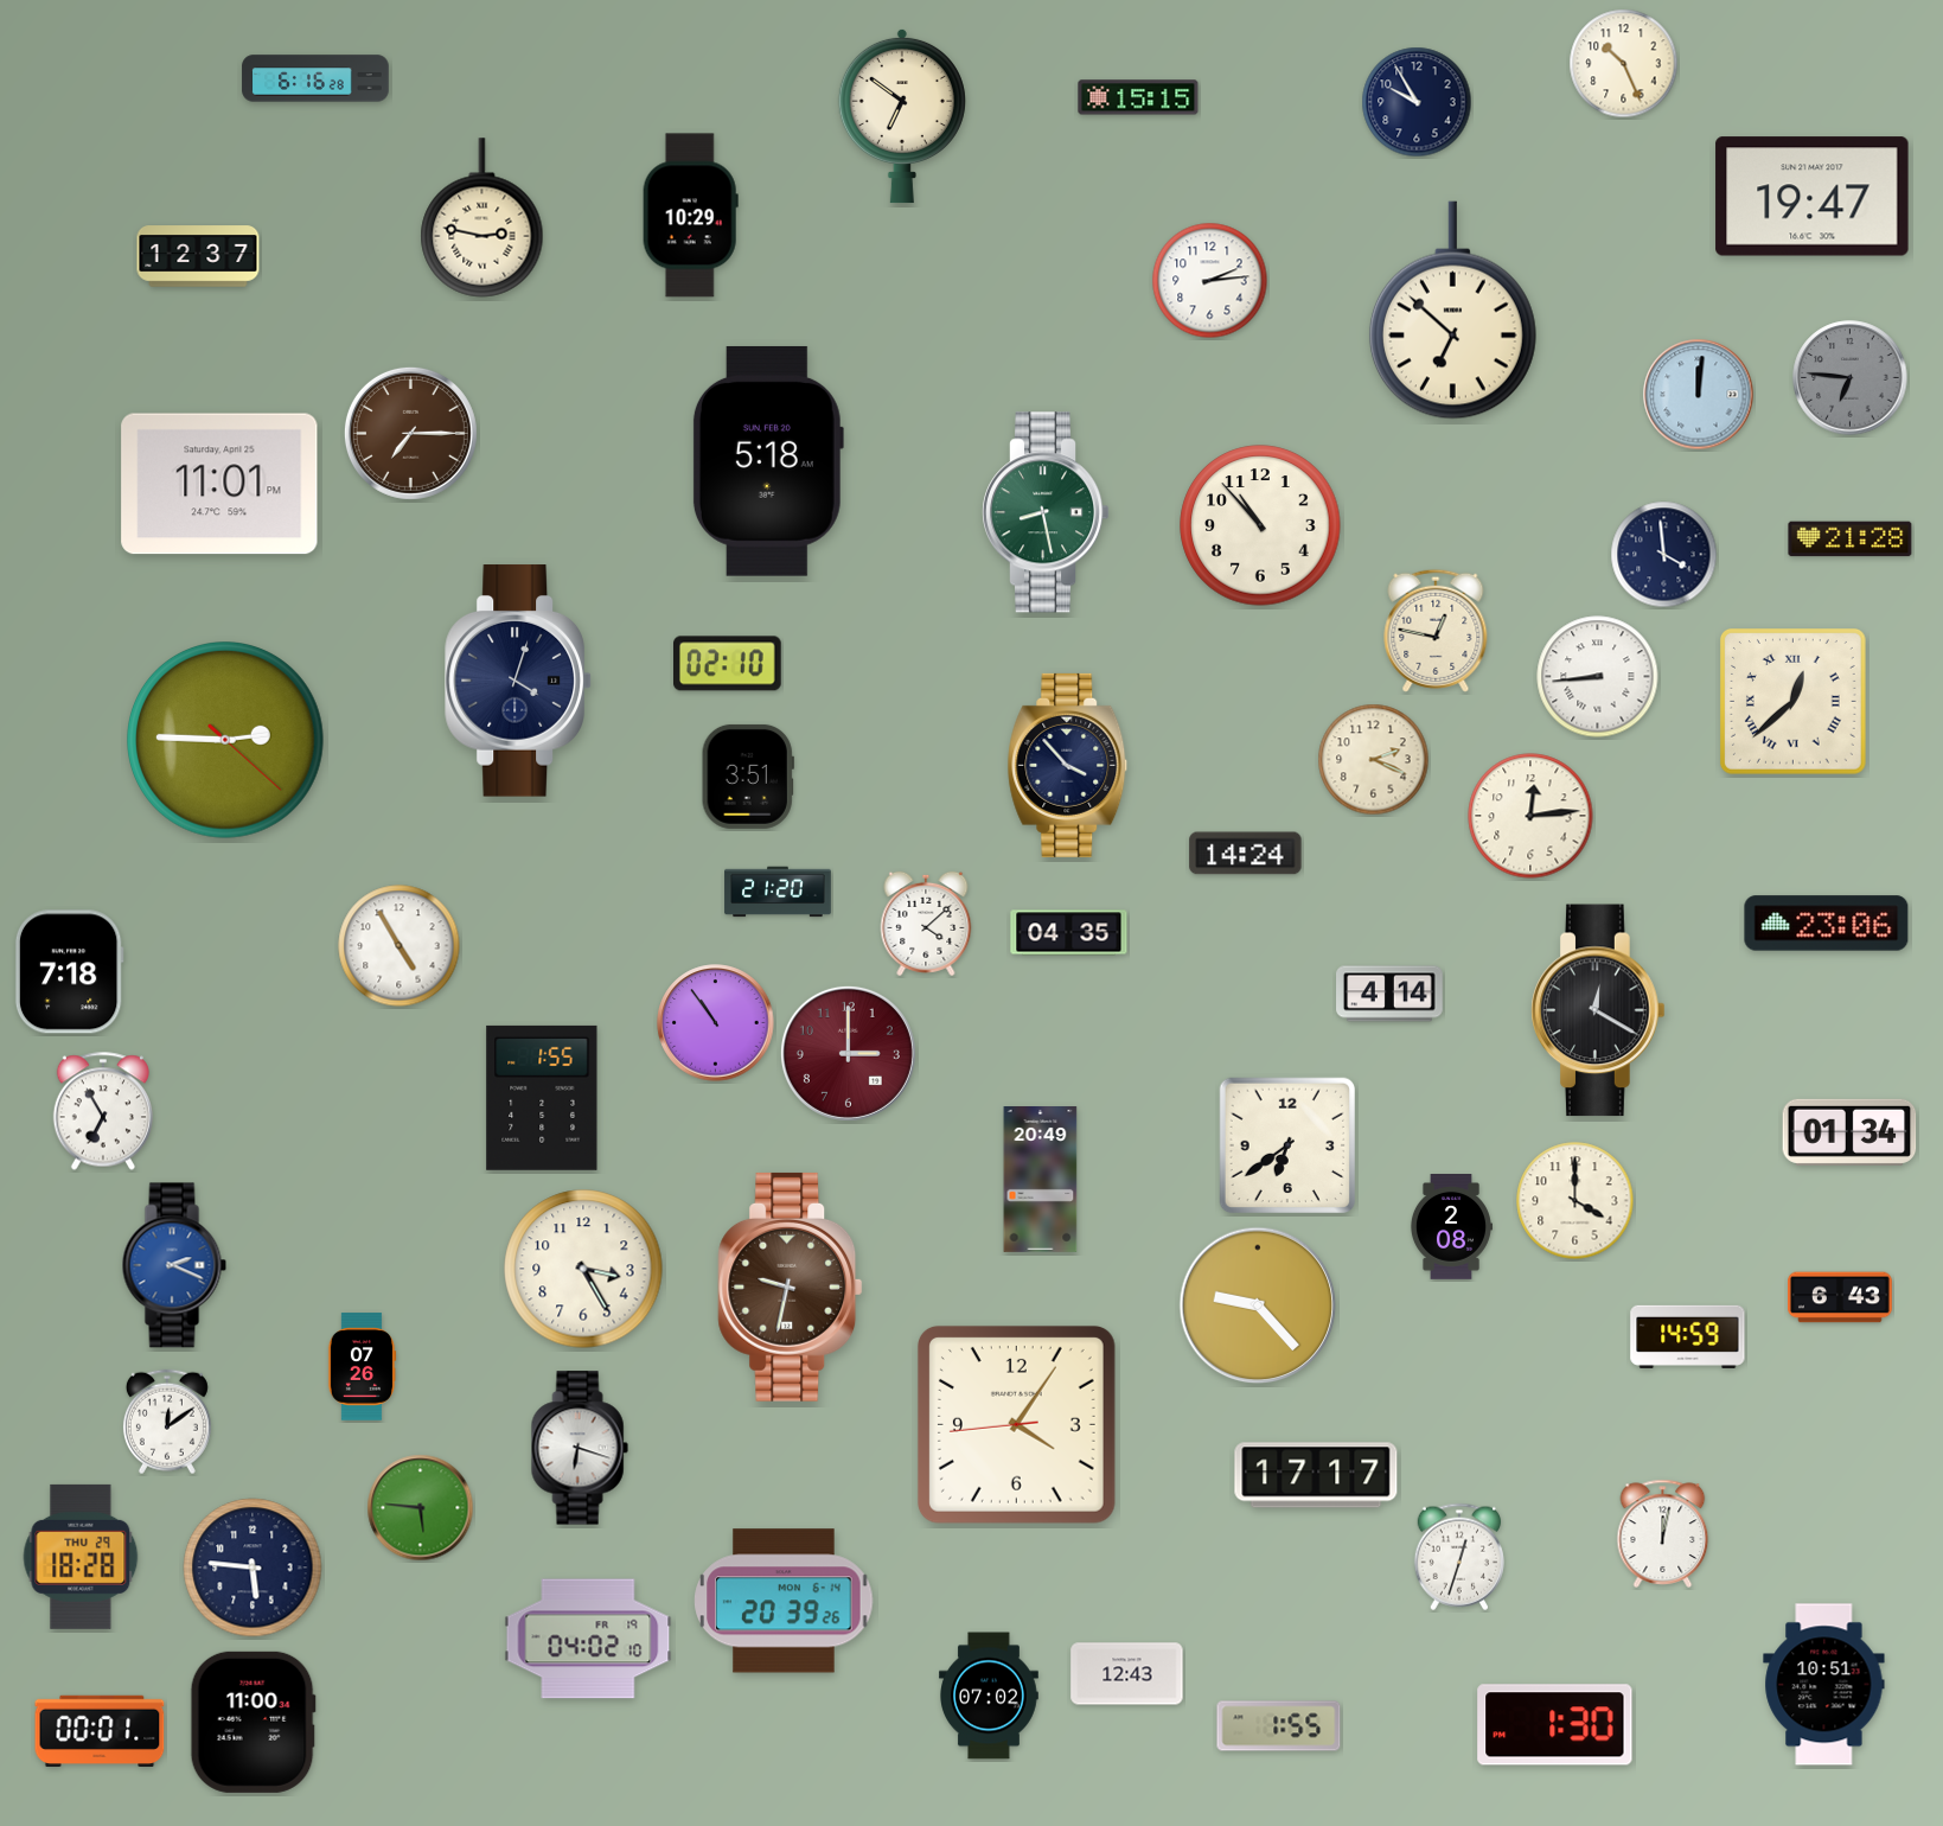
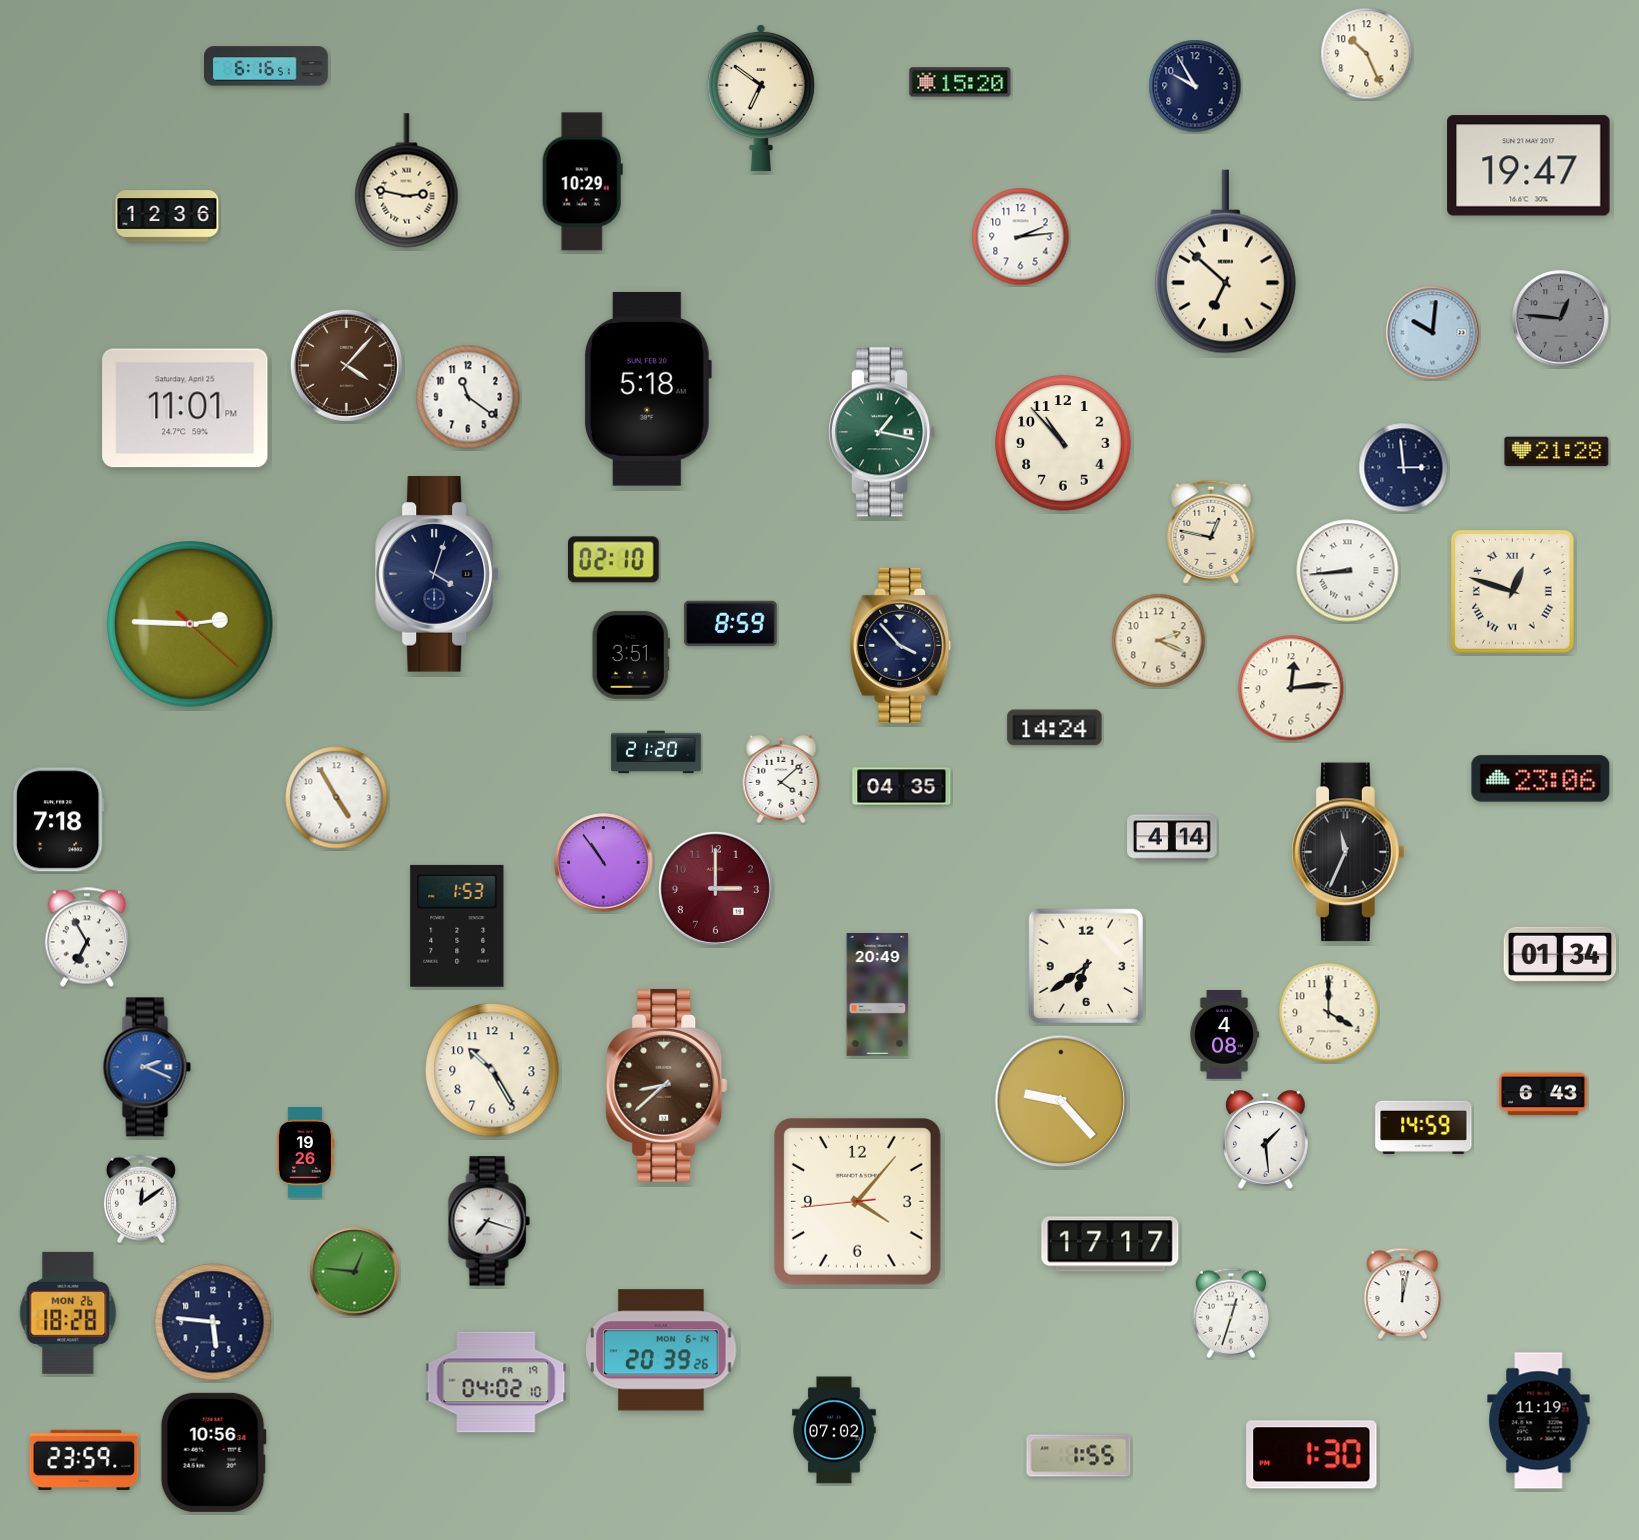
clock at (1624, 64) position: (1624, 64) -> (1367, 54)
clock at (315, 78): 6:16:28 -> 6:16:51
clock at (1138, 97): 15:15 -> 15:20
clock at (482, 218) position: (482, 218) -> (407, 181)
clock at (198, 256): 12:37 -> 12:36
clock at (1851, 378): 6:46 -> 12:46
clock at (1699, 395): 12:01 -> 10:01
clock at (410, 433): 7:15 -> 4:07
clock at (468, 397): none -> 11:21
clock at (1047, 512): 8:28 -> 1:17
clock at (1851, 539) position: (1851, 539) -> (1557, 452)
clock at (1664, 555): 3:59 -> 2:59
clock at (1794, 702): 12:38 -> 12:48
clock at (731, 623): none -> 8:59
clock at (1246, 854) position: (1246, 854) -> (1055, 728)
clock at (1598, 1010): 12:20 -> 11:34
clock at (542, 1098): 1:55 -> 1:53
clock at (1451, 1227): 2:08 -> 4:08
clock at (583, 1269): 3:25 -> 10:25
clock at (791, 1286): 9:32 -> 8:38
clock at (1841, 1297) position: (1841, 1297) -> (1544, 1094)
clock at (1266, 1140): none -> 1:29
clock at (362, 1367): 07:26 -> 19:26
clock at (1016, 1424): 4:05 -> 4:06
clock at (580, 1448): 6:18 -> 7:18
clock at (421, 1508): 5:46 -> 12:46
clock at (81, 1557) date: THU 29 -> MON 26
clock at (1127, 1674): 12:43 -> none
clock at (1824, 1685): 10:51 -> 11:19
clock at (253, 1722): 11:00 -> 10:56
clock at (100, 1730): 00:01 -> 23:59
